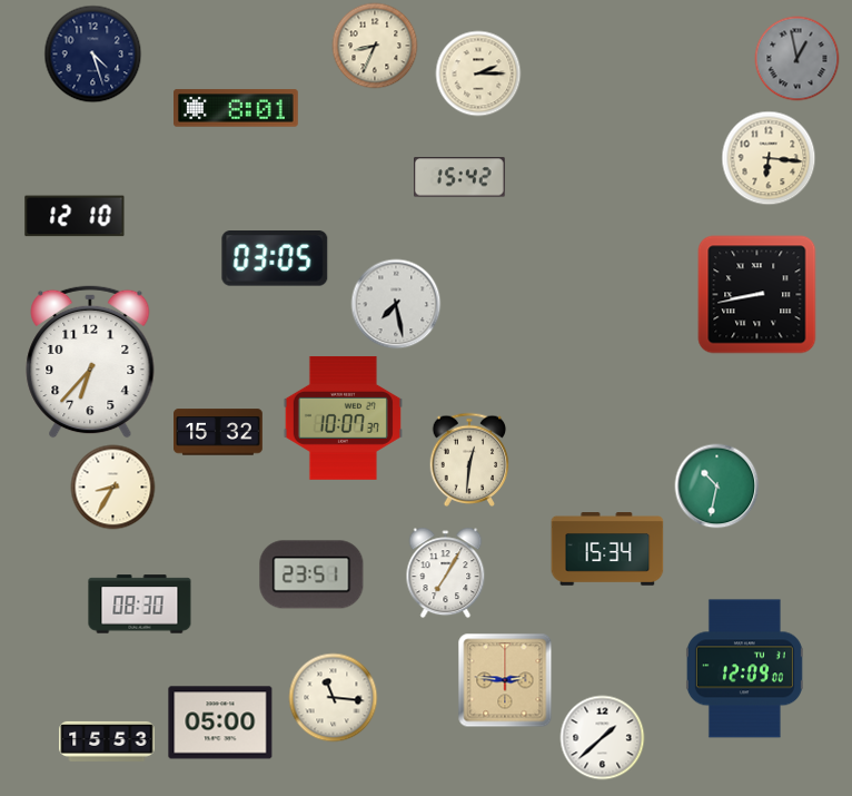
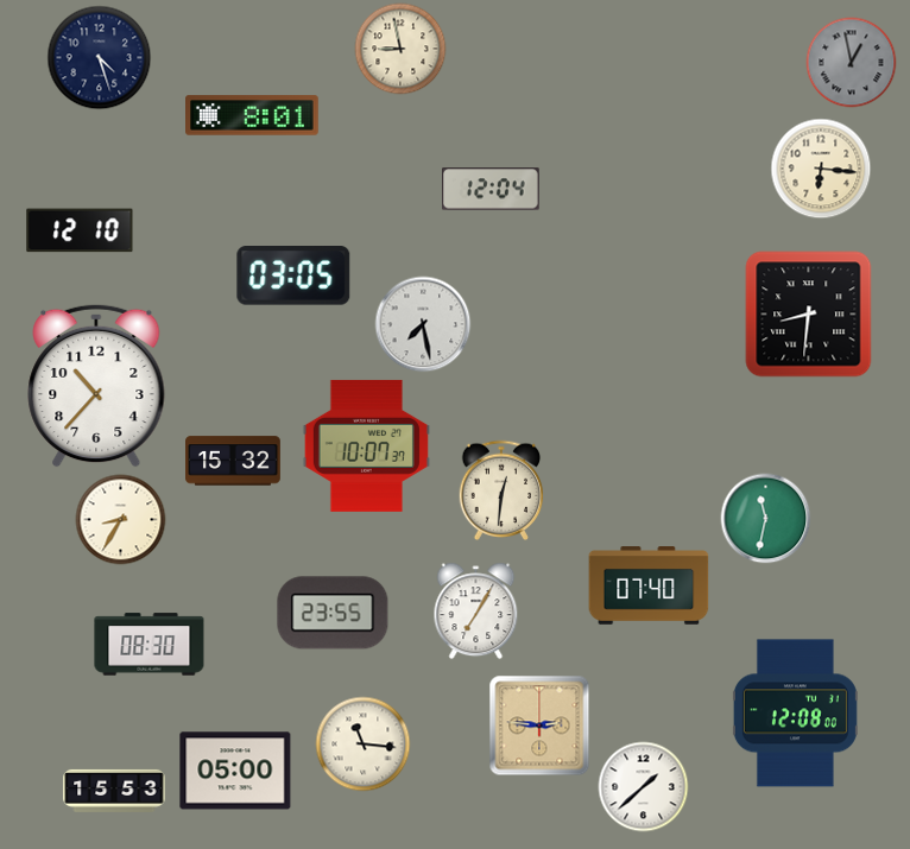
clock at (375, 46): 8:34 -> 8:58
clock at (478, 73): 2:15 -> none
clock at (459, 177): 15:42 -> 12:04
clock at (757, 295): 8:43 -> 8:31
clock at (90, 362): 6:37 -> 10:37
clock at (717, 487): 10:32 -> 11:32
clock at (607, 549): 15:34 -> 07:40
clock at (311, 574): 23:51 -> 23:55
clock at (744, 669): 12:09 -> 12:08
clock at (334, 698) position: (334, 698) -> (364, 745)
